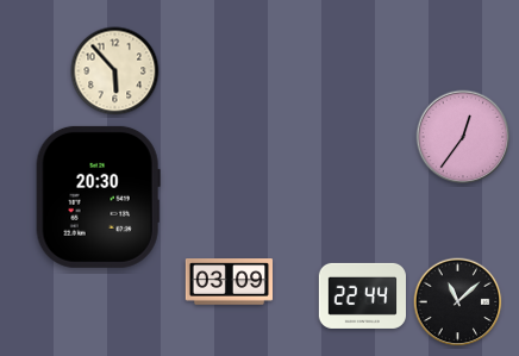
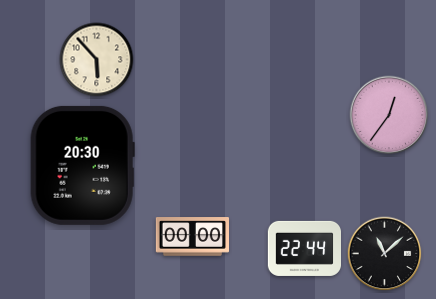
clock at (229, 282): 03:09 -> 00:00
